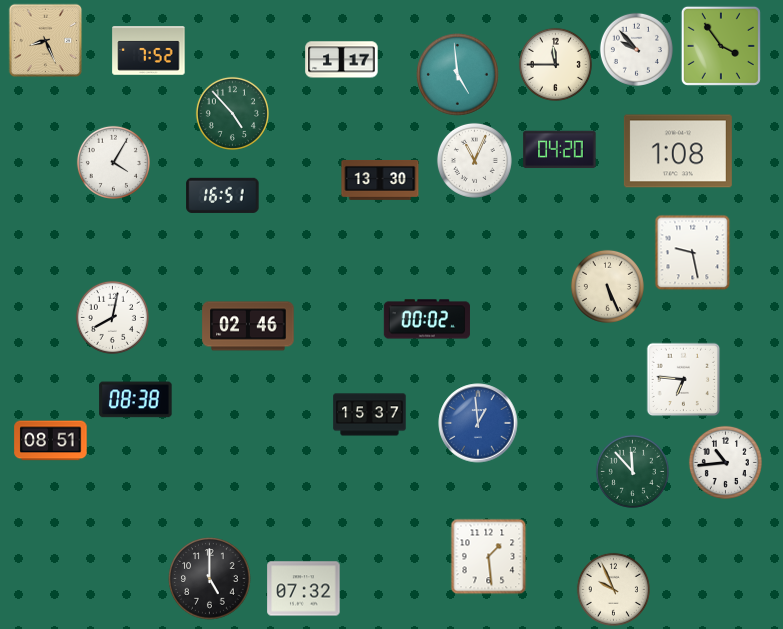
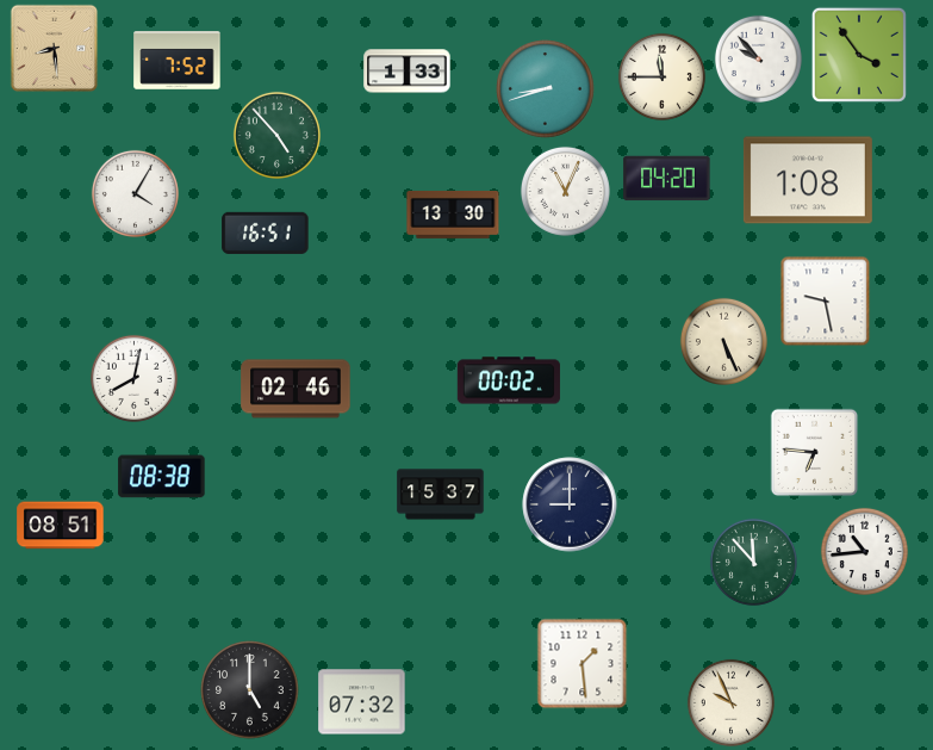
clock at (46, 41): 8:26 -> 8:29
clock at (342, 60): 1:17 -> 1:33
clock at (458, 75): 4:59 -> 8:42
clock at (478, 423): 12:59 -> 9:00
clock at (478, 423) dial: blue -> navy
